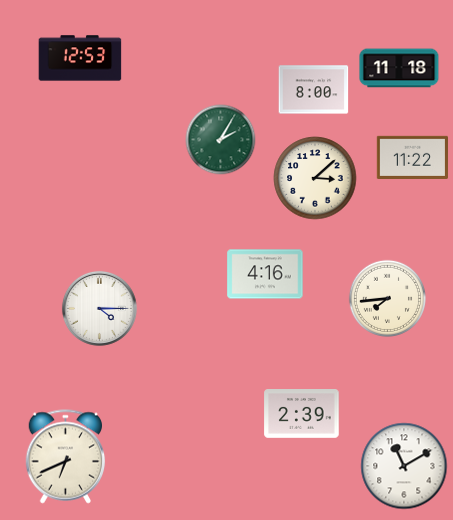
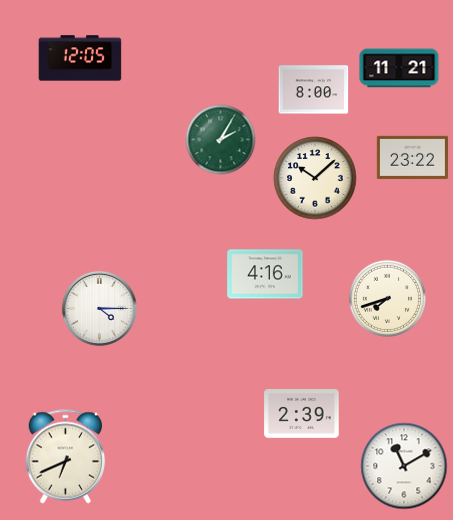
clock at (80, 58): 12:53 -> 12:05
clock at (399, 68): 11:18 -> 11:21
clock at (412, 157): 11:22 -> 23:22
clock at (315, 178): 3:08 -> 10:08
clock at (387, 298): 7:44 -> 7:42
